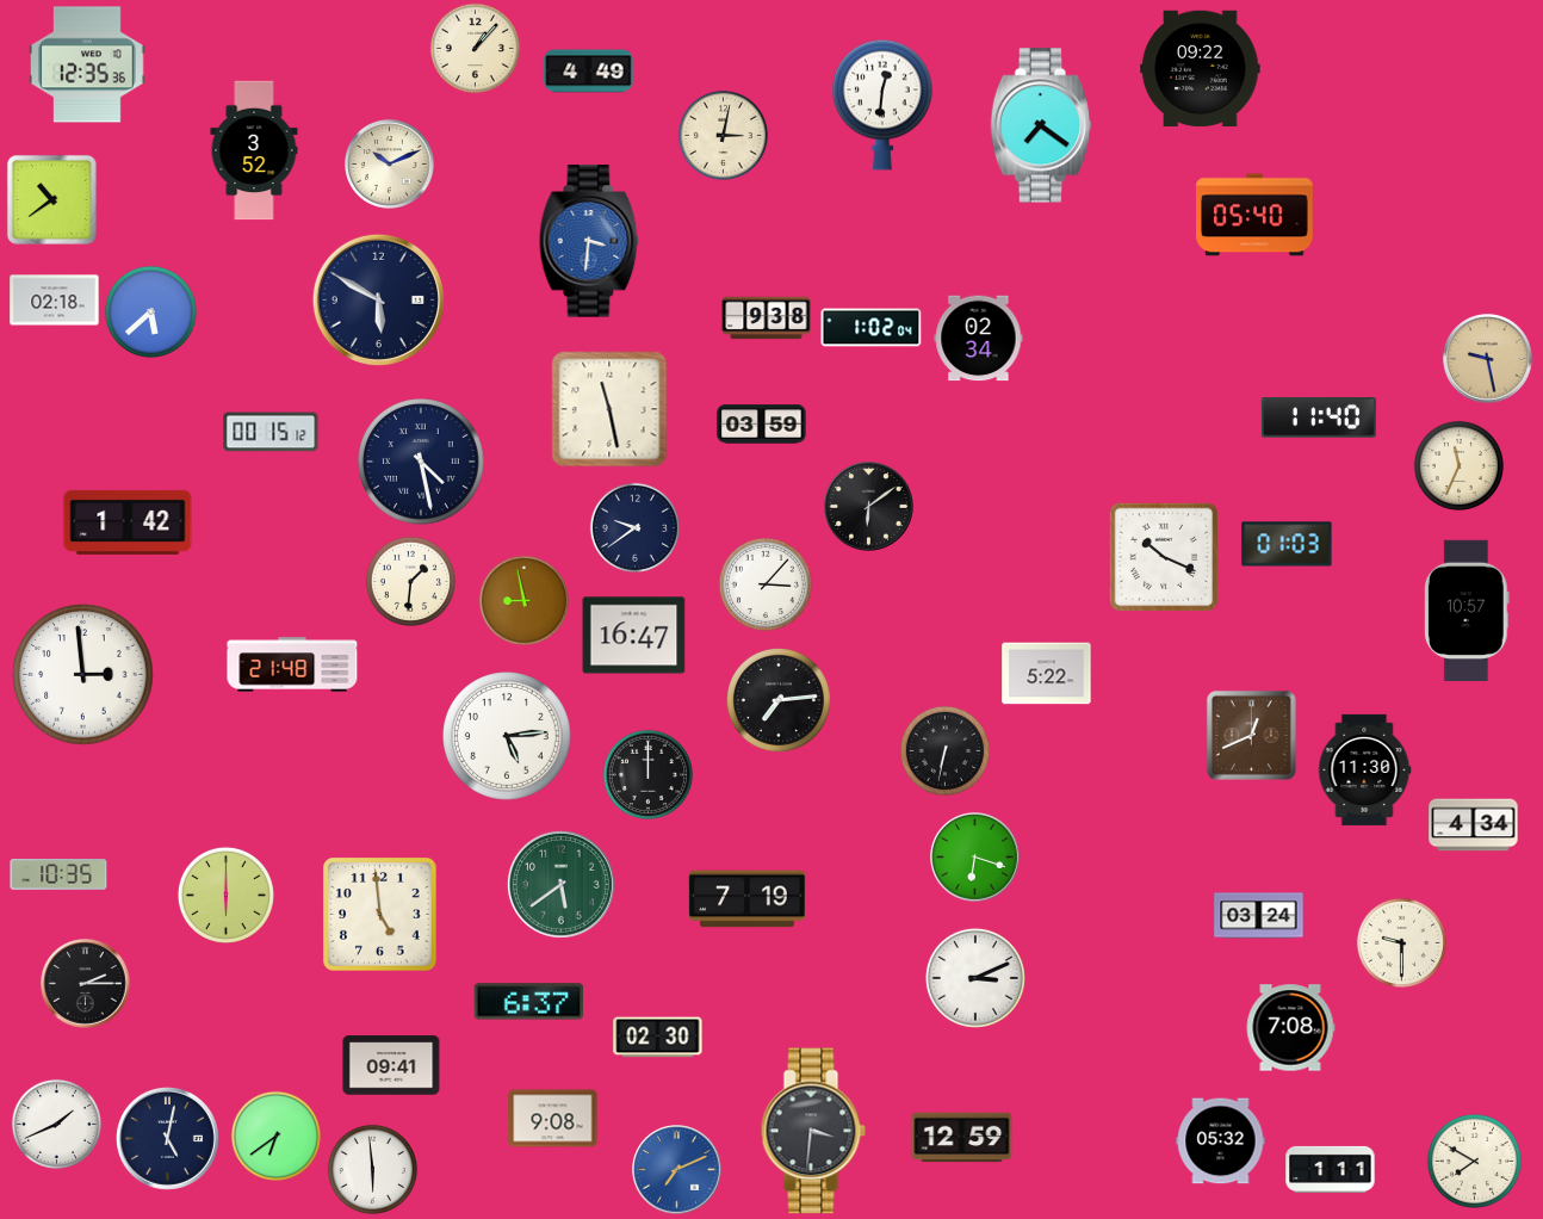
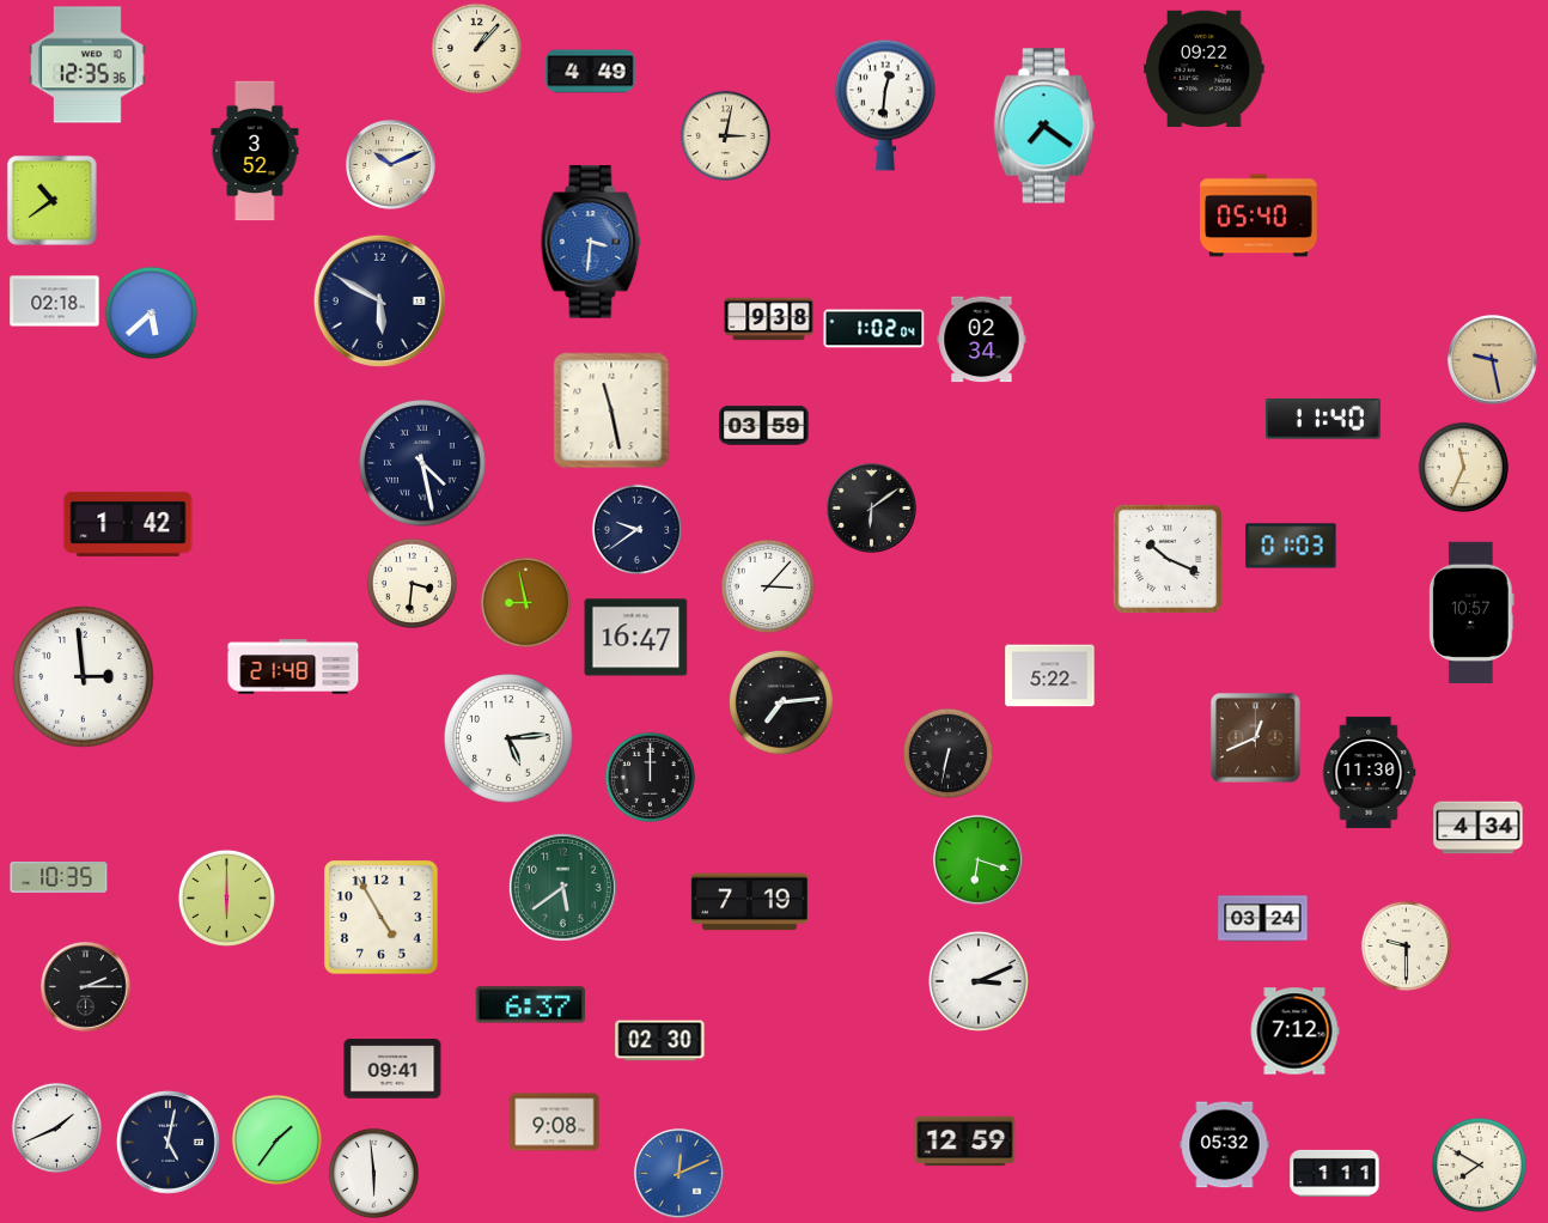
clock at (271, 432): 00:15 -> none
clock at (410, 581): 1:31 -> 3:31
clock at (380, 915): 4:59 -> 4:55
clock at (1290, 1028): 7:08 -> 7:12
clock at (813, 1131): 3:31 -> none
clock at (275, 1136): 6:39 -> 1:36
clock at (677, 1170): 7:11 -> 12:11
